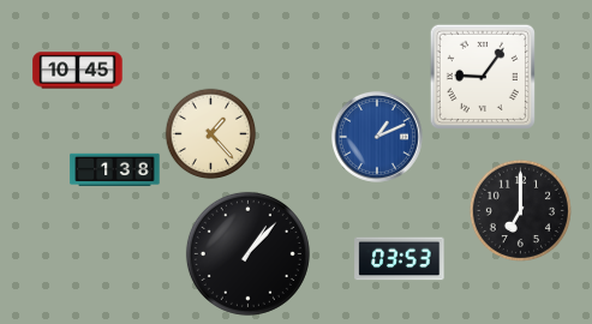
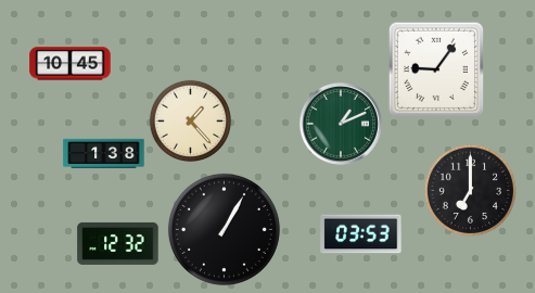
clock at (377, 137) dial: blue -> green
clock at (247, 253): 1:07 -> 1:05
clock at (118, 243): none -> 12:32
